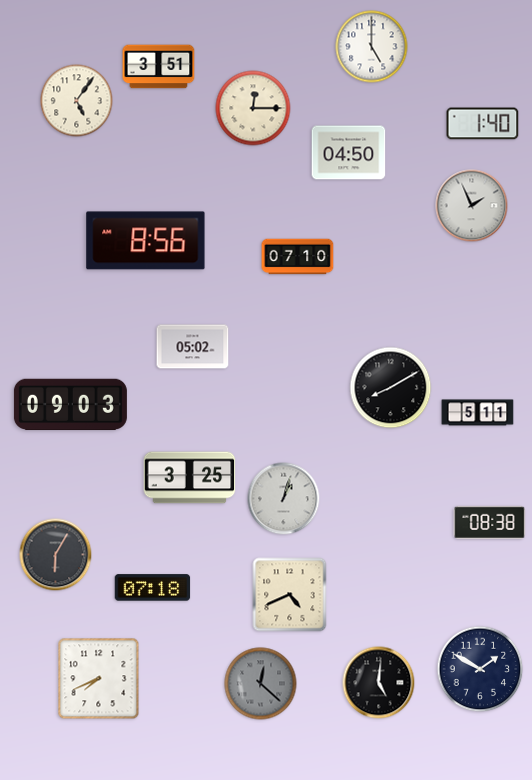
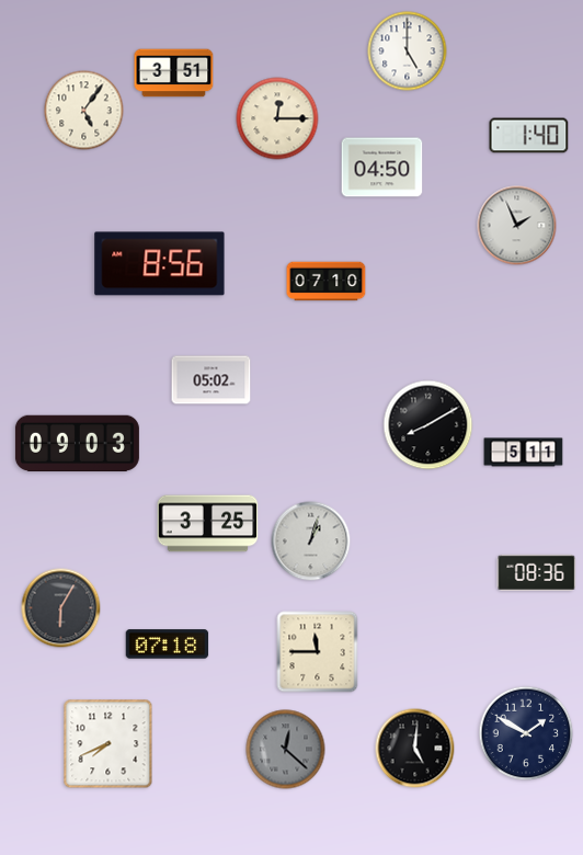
clock at (284, 499) position: (284, 499) -> (311, 541)
clock at (490, 522): 08:38 -> 08:36
clock at (290, 595): 4:41 -> 11:45
